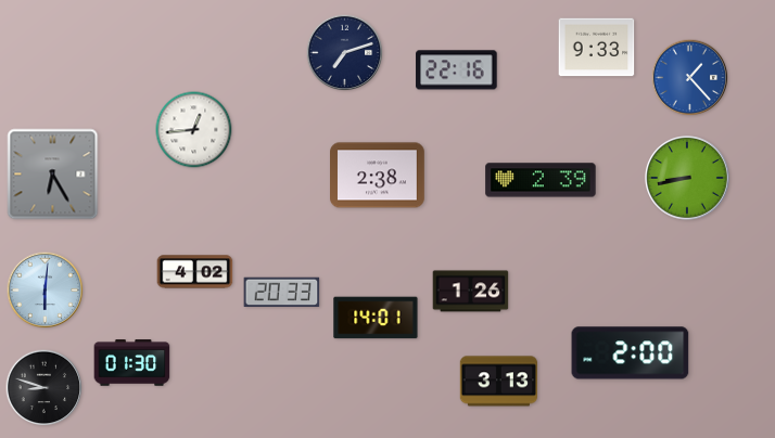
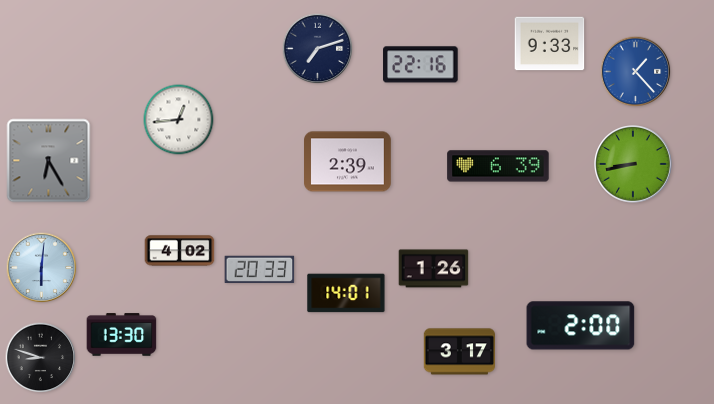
clock at (378, 176): 2:38 -> 2:39
clock at (541, 180): 2:39 -> 6:39
clock at (132, 363): 01:30 -> 13:30
clock at (498, 382): 3:13 -> 3:17
